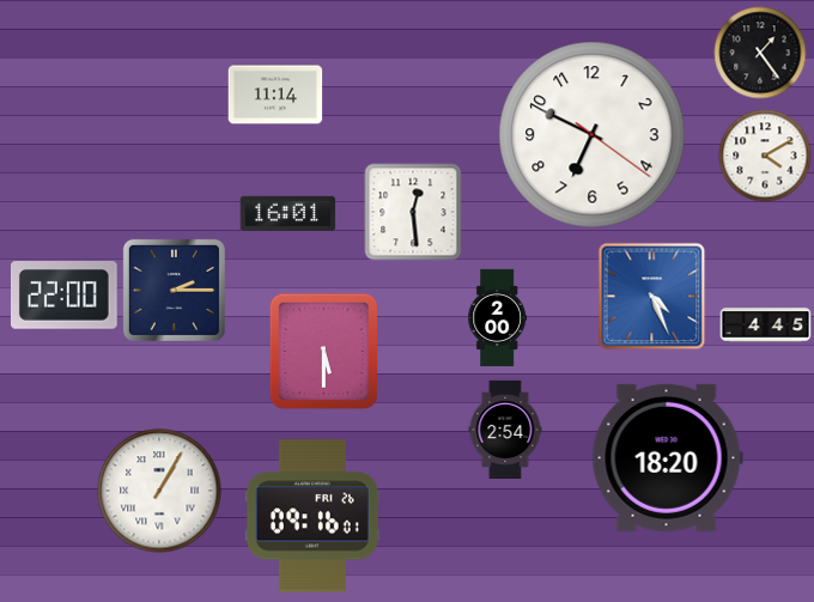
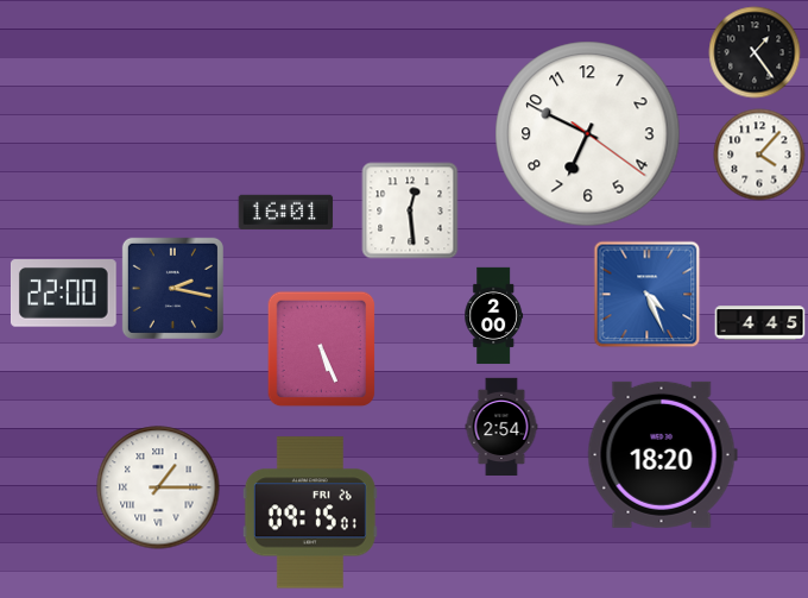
clock at (275, 95): 11:14 -> none
clock at (765, 156): 4:10 -> 4:07
clock at (174, 290): 2:15 -> 2:17
clock at (324, 352): 5:30 -> 5:26
clock at (159, 491): 1:05 -> 1:15
clock at (312, 516): 09:16 -> 09:15
